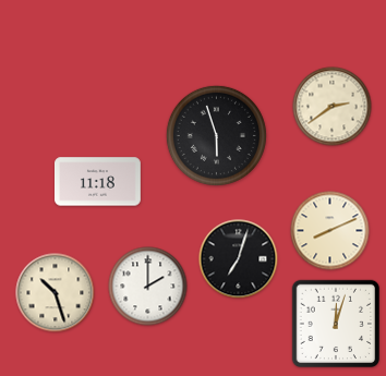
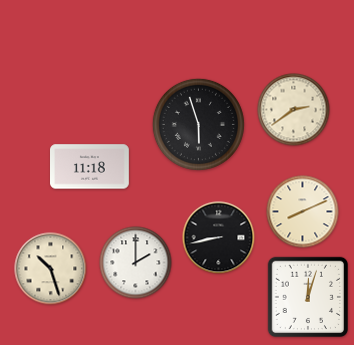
clock at (333, 107) position: (333, 107) -> (294, 110)
clock at (239, 259): 7:03 -> 8:43
